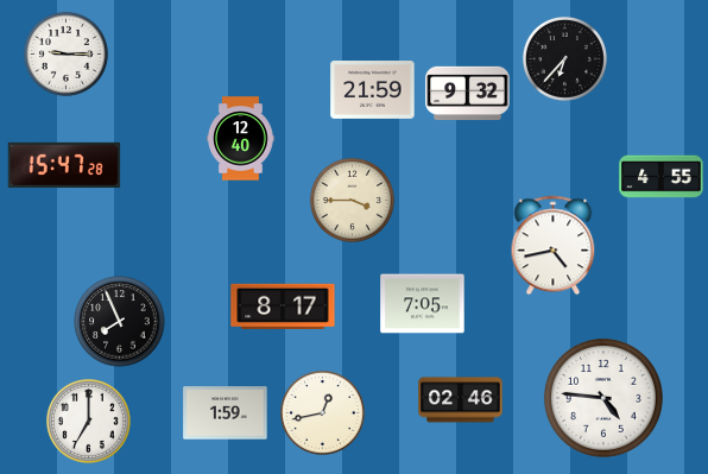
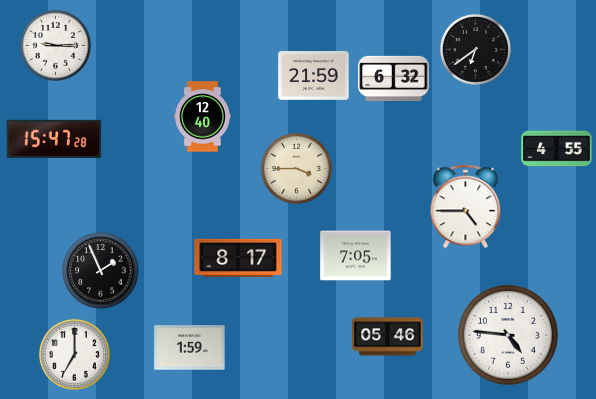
clock at (564, 58): 6:37 -> 6:39
clock at (468, 93): 9:32 -> 6:32
clock at (554, 246): 4:43 -> 4:45
clock at (120, 322): 7:56 -> 1:56
clock at (461, 400): 02:46 -> 05:46
clock at (322, 412): 12:43 -> none
